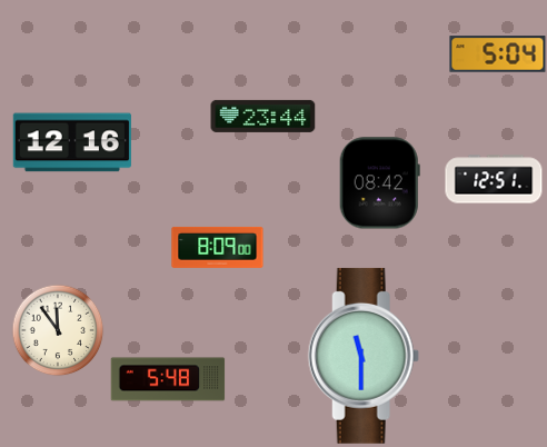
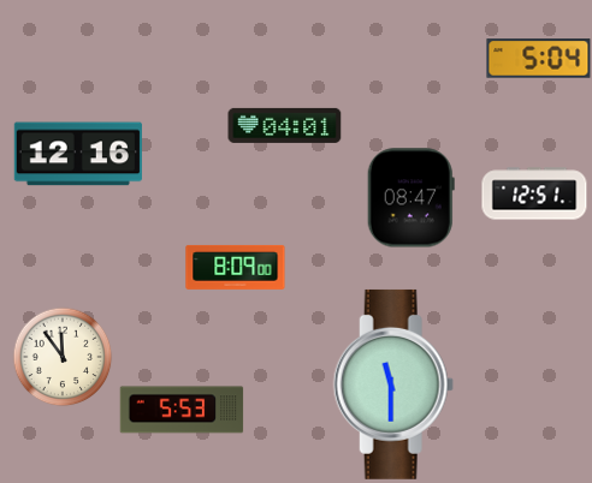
clock at (263, 116): 23:44 -> 04:01
clock at (379, 183): 08:42 -> 08:47
clock at (168, 379): 5:48 -> 5:53
